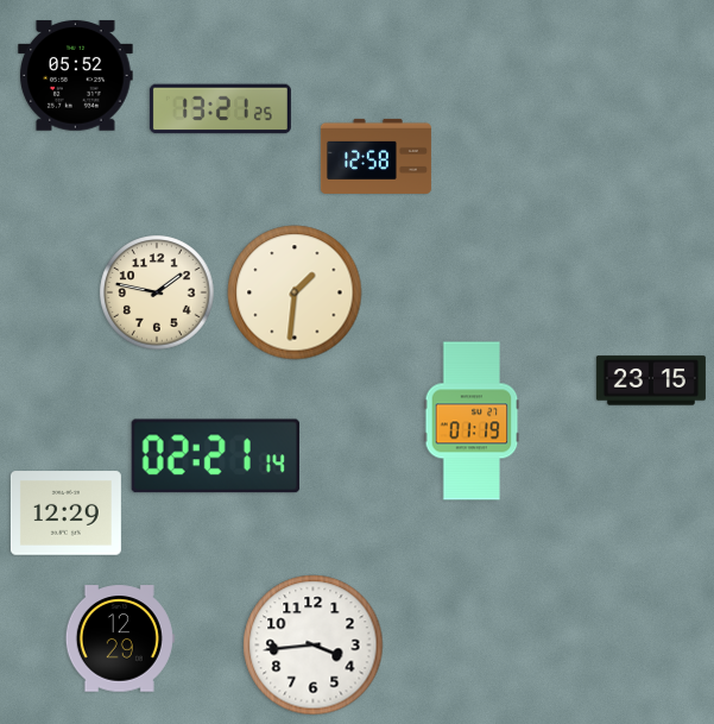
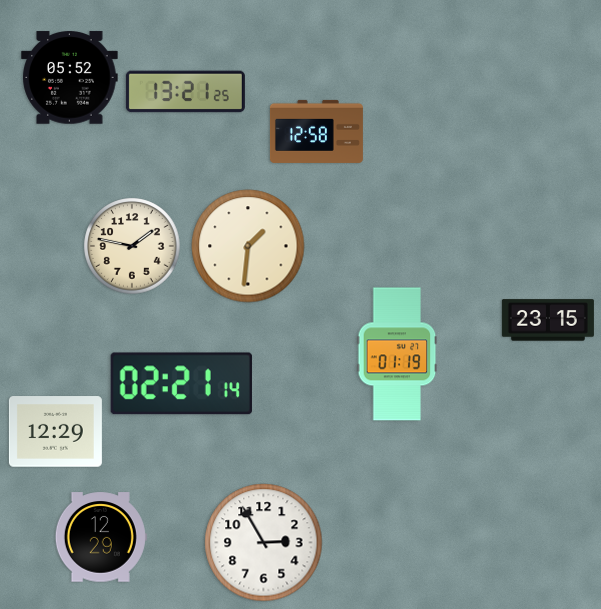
clock at (76, 76) position: (76, 76) -> (70, 78)
clock at (314, 646): 3:44 -> 2:55
